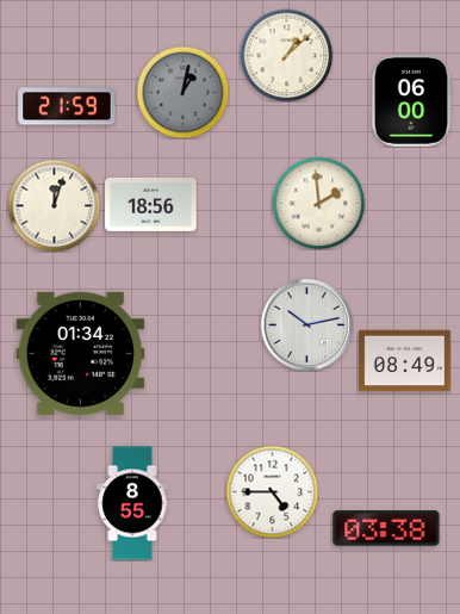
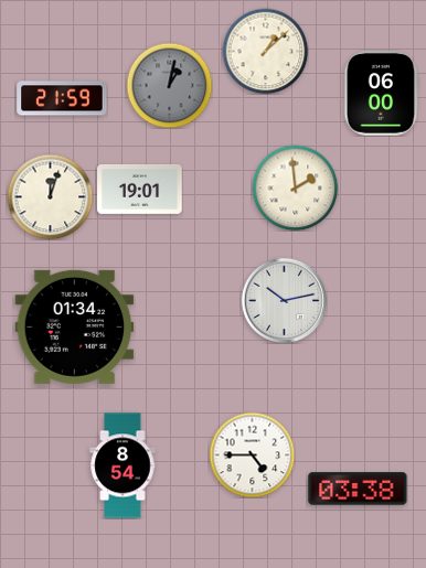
clock at (151, 204): 18:56 -> 19:01
clock at (54, 205) position: (54, 205) -> (50, 196)
clock at (405, 361): 08:49 -> none
clock at (132, 503): 8:55 -> 8:54
